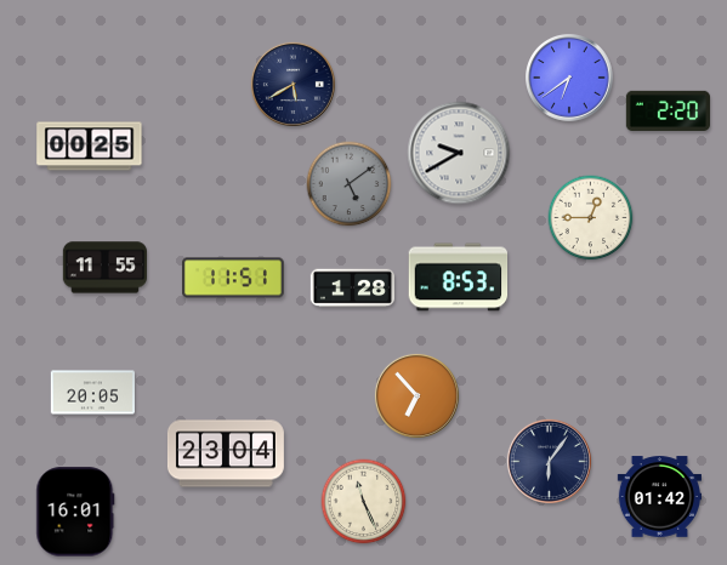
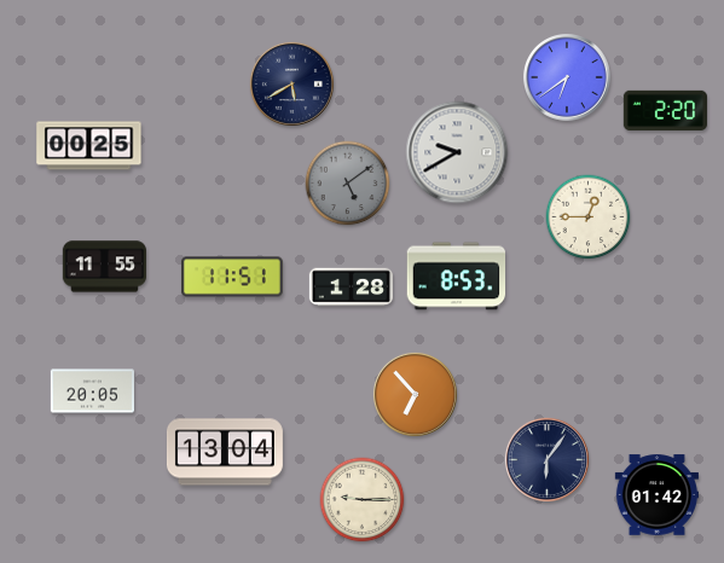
clock at (226, 453): 23:04 -> 13:04
clock at (364, 502): 11:26 -> 9:15
clock at (75, 512): 16:01 -> none
